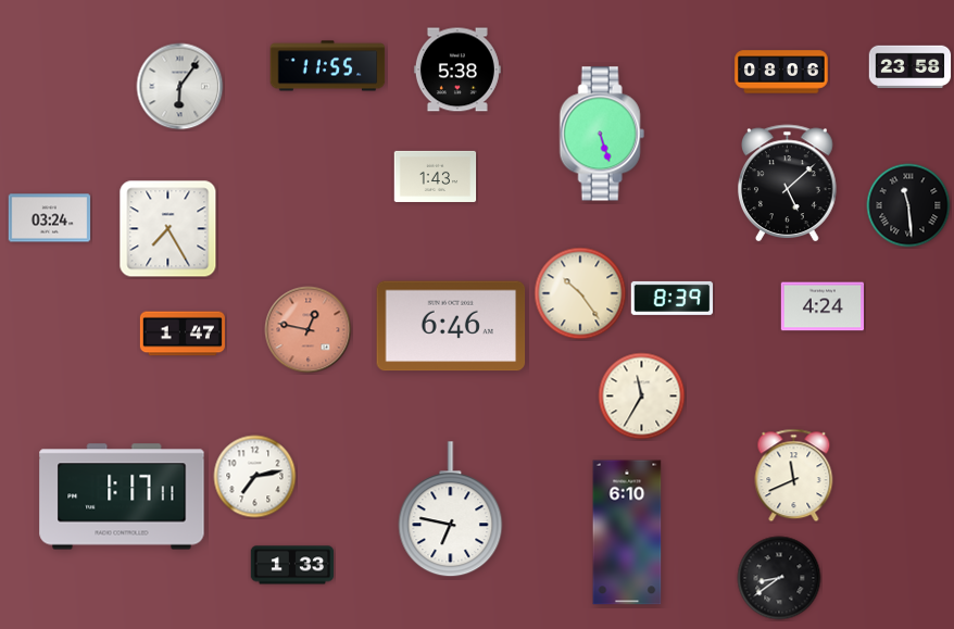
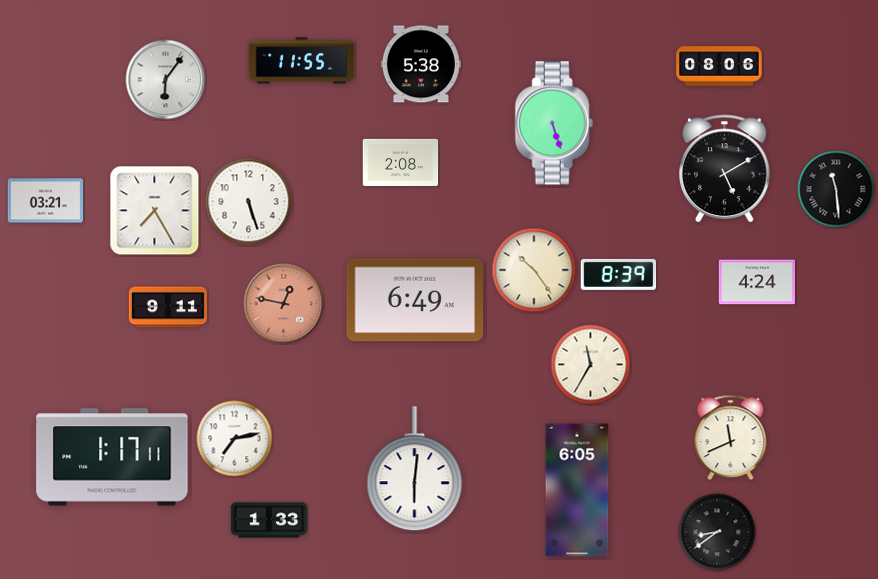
clock at (911, 67): 23:58 -> none
clock at (436, 176): 1:43 -> 2:08
clock at (788, 184): 5:08 -> 5:10
clock at (50, 218): 03:24 -> 03:21
clock at (249, 202): none -> 5:27
clock at (451, 326): 6:46 -> 6:49
clock at (183, 334): 1:47 -> 9:11
clock at (451, 510): 6:47 -> 6:01
clock at (627, 532): 6:10 -> 6:05
